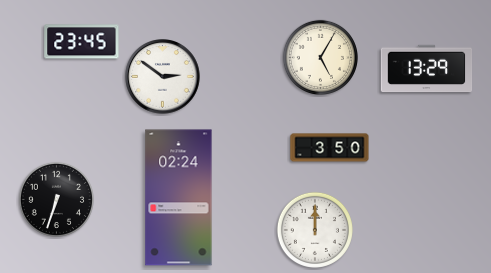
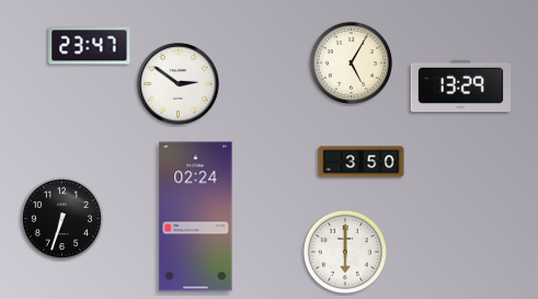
clock at (82, 42): 23:45 -> 23:47
clock at (427, 69) position: (427, 69) -> (461, 87)
clock at (315, 230): 12:00 -> 6:00
